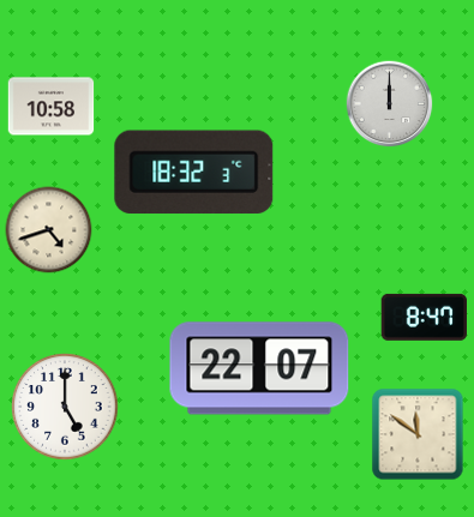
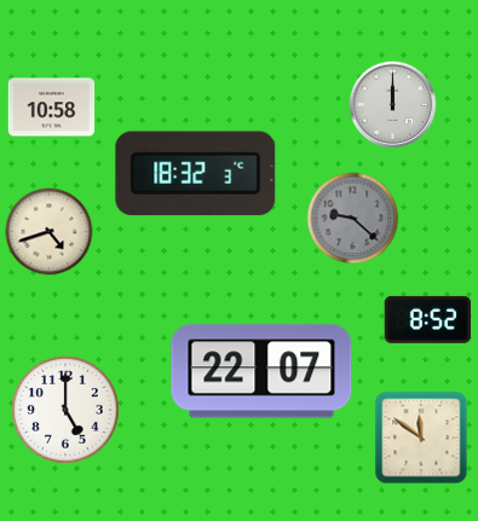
clock at (353, 219): none -> 9:22
clock at (424, 317): 8:47 -> 8:52
